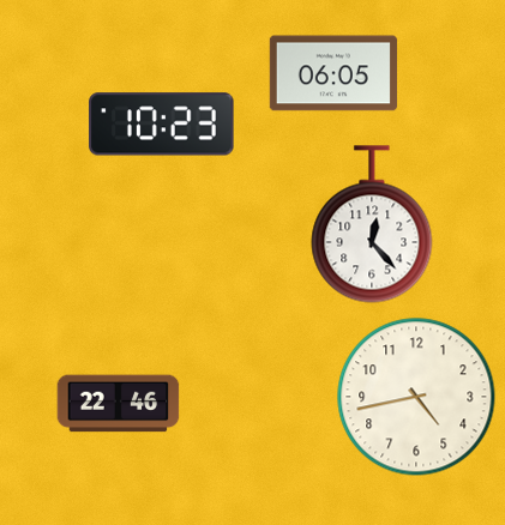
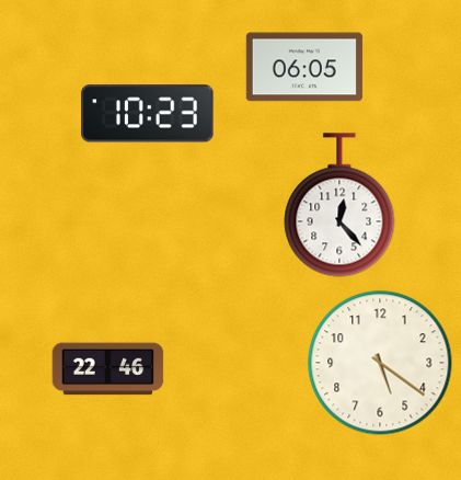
clock at (416, 397): 4:43 -> 5:21
